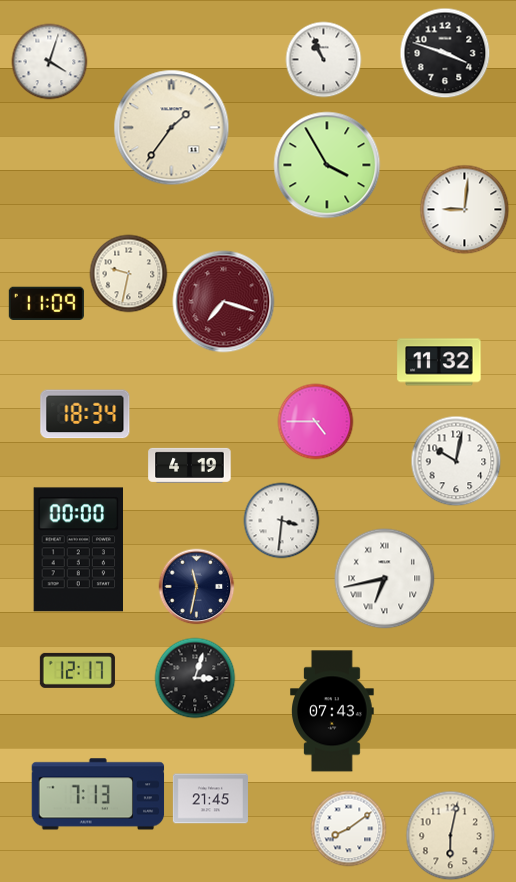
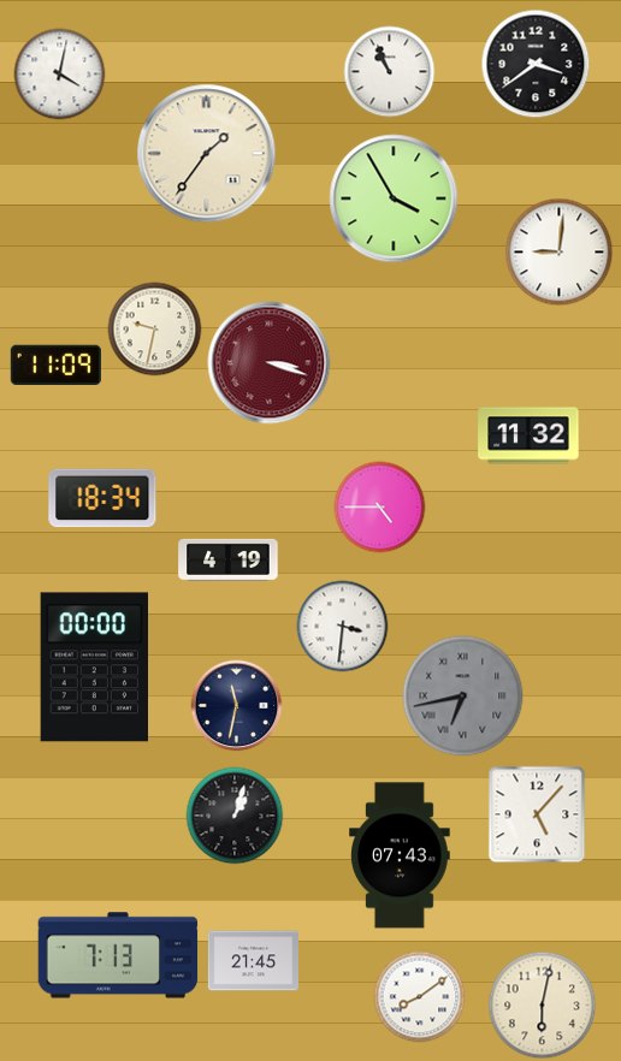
clock at (445, 53): 3:48 -> 3:39
clock at (50, 62): 4:03 -> 4:02
clock at (224, 302): 7:18 -> 3:18
clock at (456, 461): 10:02 -> none
clock at (282, 521) position: (282, 521) -> (343, 627)
clock at (78, 550) position: (78, 550) -> (94, 668)
clock at (385, 579) dial: white -> grey
clock at (77, 670): 12:17 -> none
clock at (537, 814): none -> 5:07
clock at (195, 678): 3:03 -> 1:03
